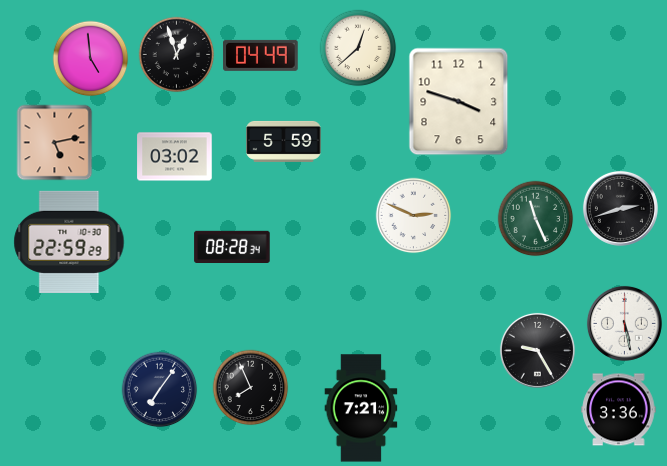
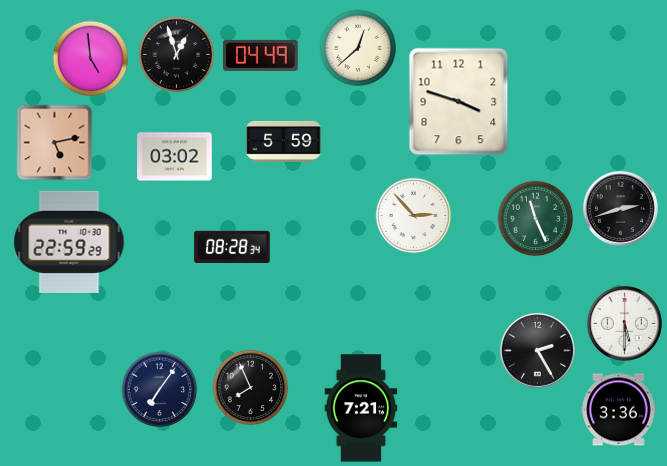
clock at (414, 216): 2:49 -> 2:53
clock at (624, 323): 5:28 -> 5:30
clock at (537, 350): 9:25 -> 2:25
